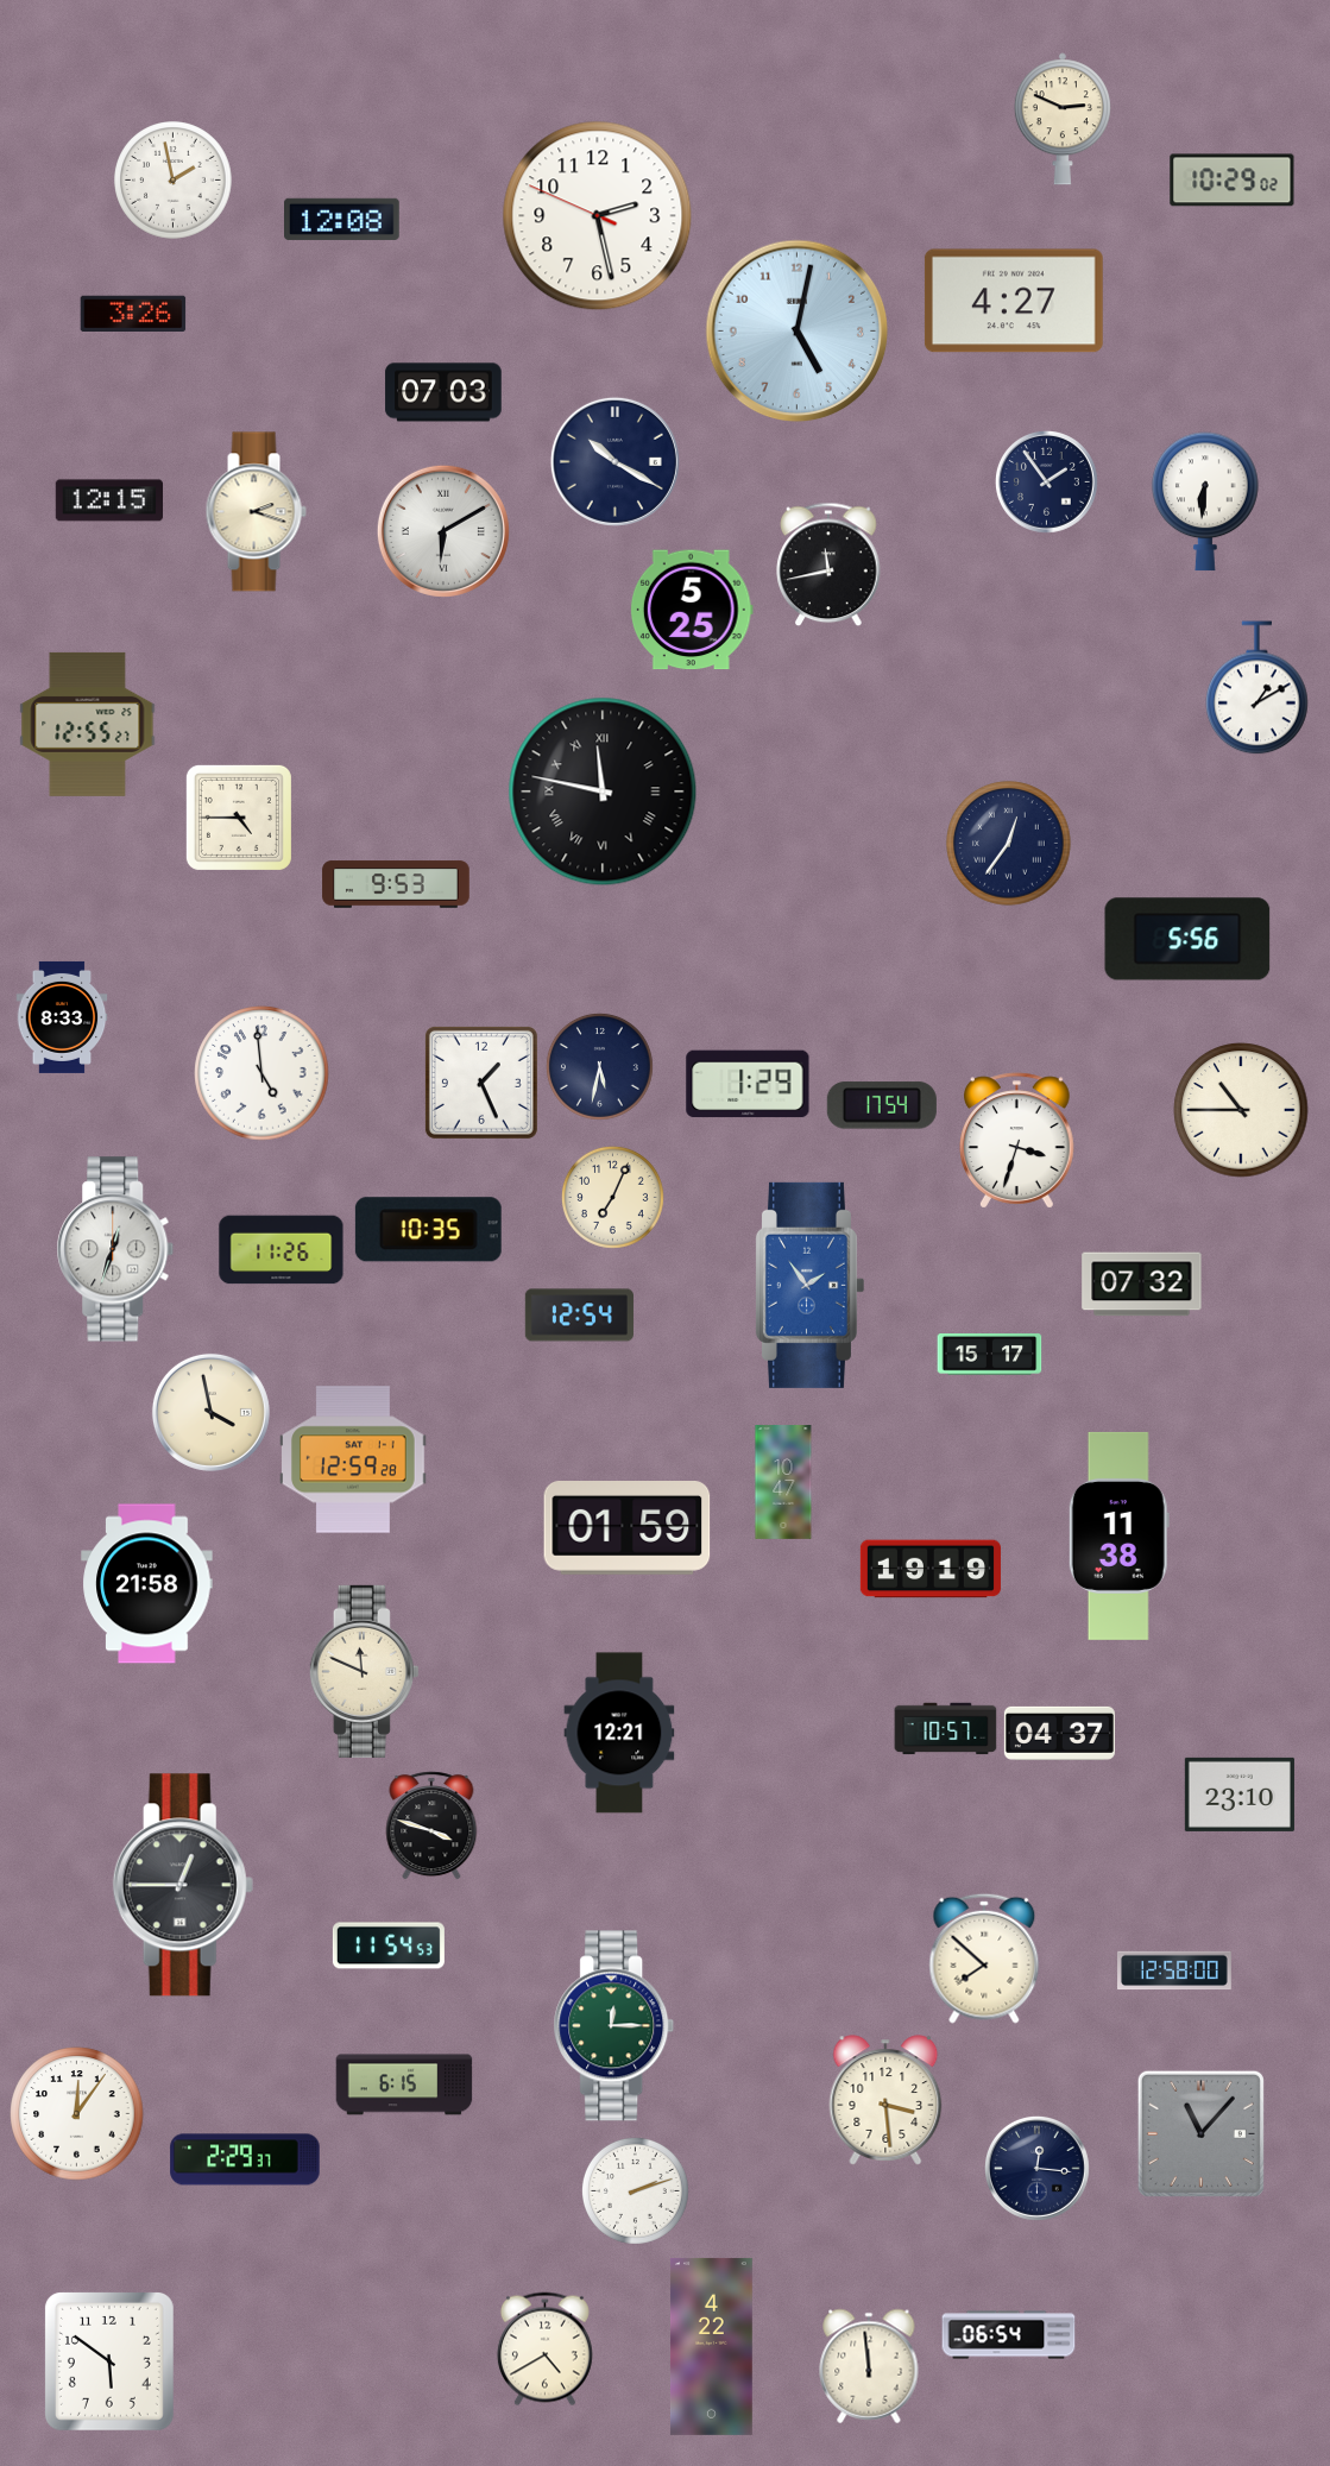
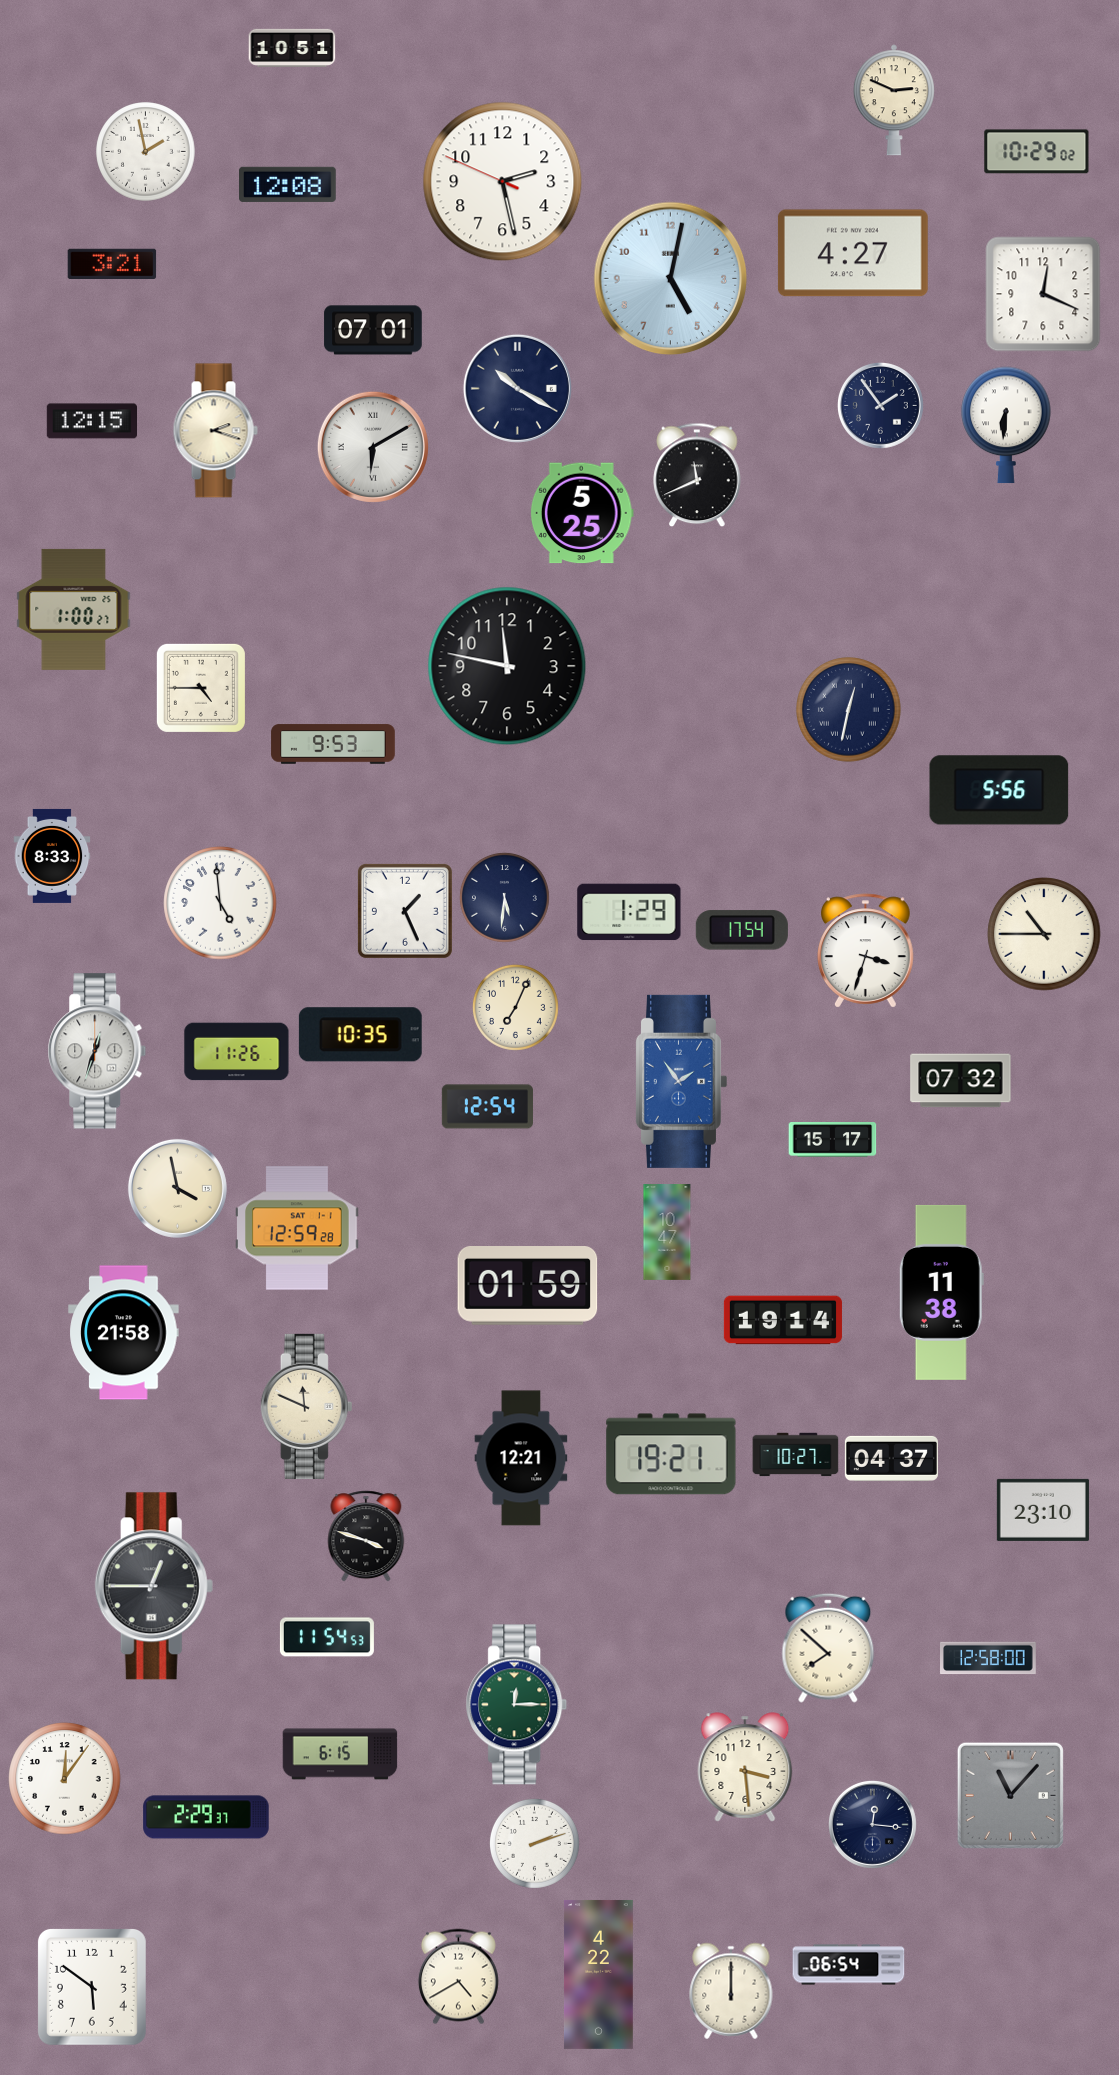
clock at (292, 48): none -> 10:51
clock at (133, 313): 3:26 -> 3:21
clock at (1043, 294): none -> 12:19
clock at (443, 392): 07:03 -> 07:01
clock at (1205, 502) position: (1205, 502) -> (1006, 425)
clock at (828, 565): 11:43 -> 11:41
clock at (1257, 688): 1:10 -> none
clock at (88, 724): 12:55 -> 1:00
clock at (603, 791) numerals: Roman -> Arabic
clock at (1009, 844): 12:36 -> 12:32
clock at (599, 1066): 5:32 -> 5:31
clock at (1017, 1141) position: (1017, 1141) -> (866, 951)
clock at (783, 1483) position: (783, 1483) -> (667, 1233)
clock at (931, 1569): 19:19 -> 19:14
clock at (671, 1454): none -> 19:21
clock at (946, 1729): 10:57 -> 10:27
clock at (431, 1825) position: (431, 1825) -> (366, 1536)
clock at (869, 2366): 11:59 -> 12:00
